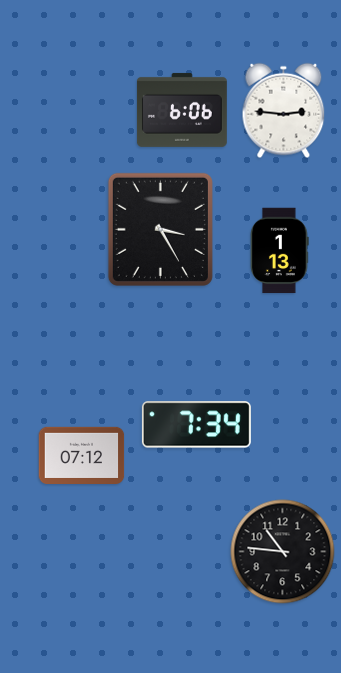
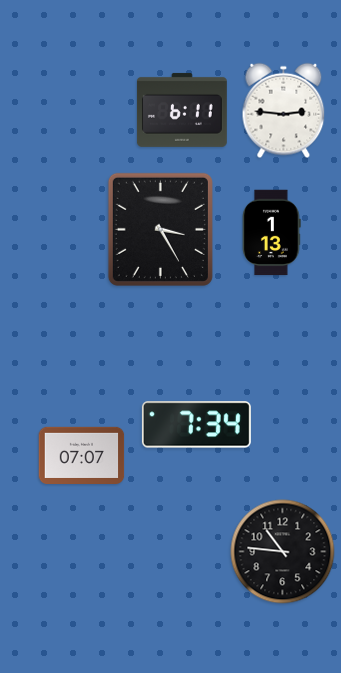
clock at (182, 110): 6:06 -> 6:11
clock at (280, 251) position: (280, 251) -> (272, 233)
clock at (82, 455): 07:12 -> 07:07
